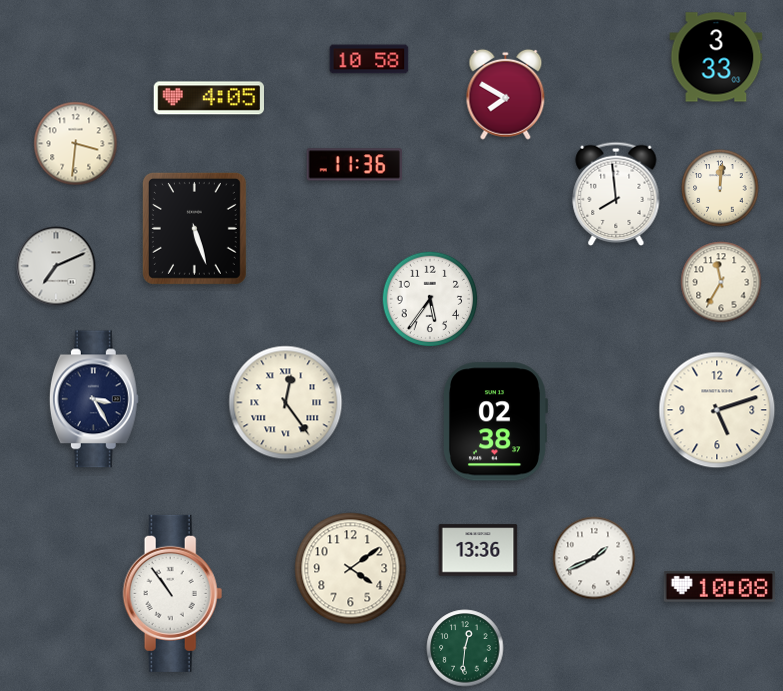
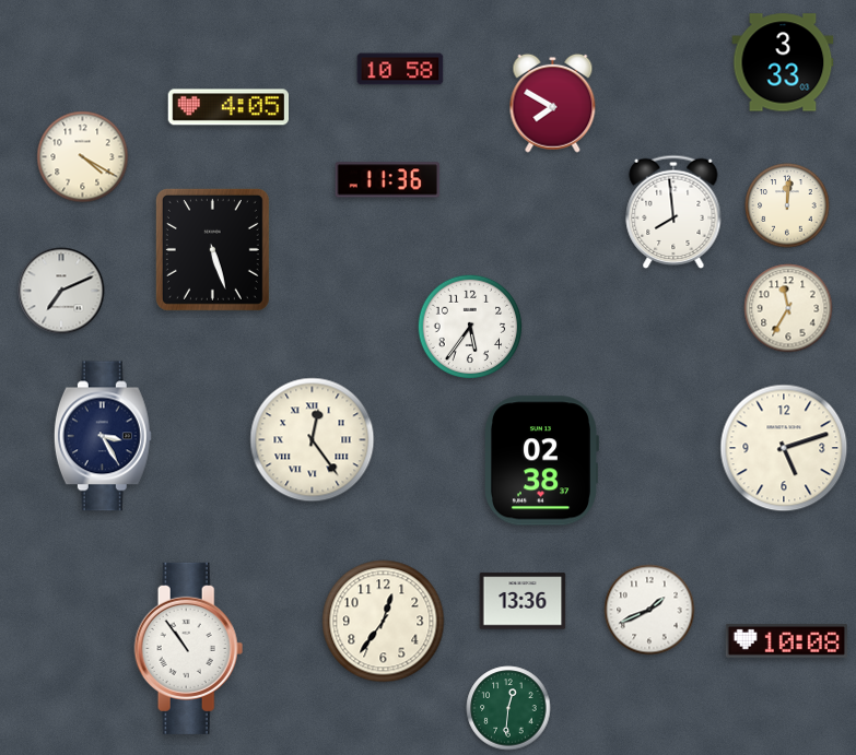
clock at (369, 59) position: (369, 59) -> (400, 69)
clock at (76, 144): 3:31 -> 4:20
clock at (351, 569): 4:09 -> 12:36
